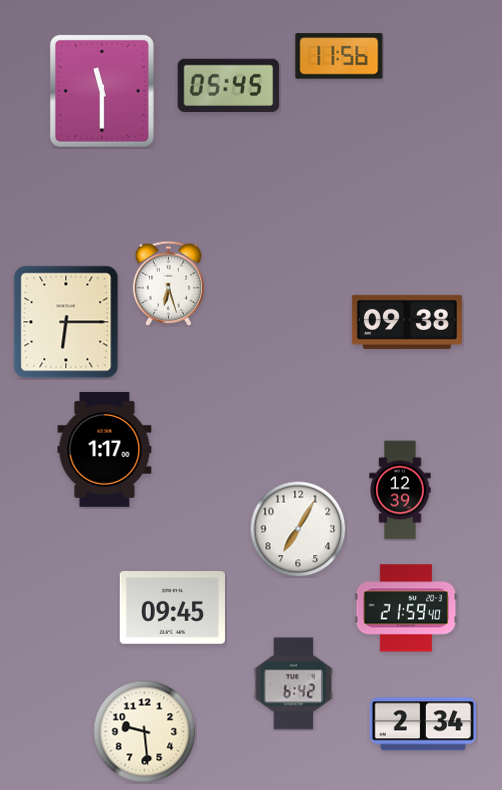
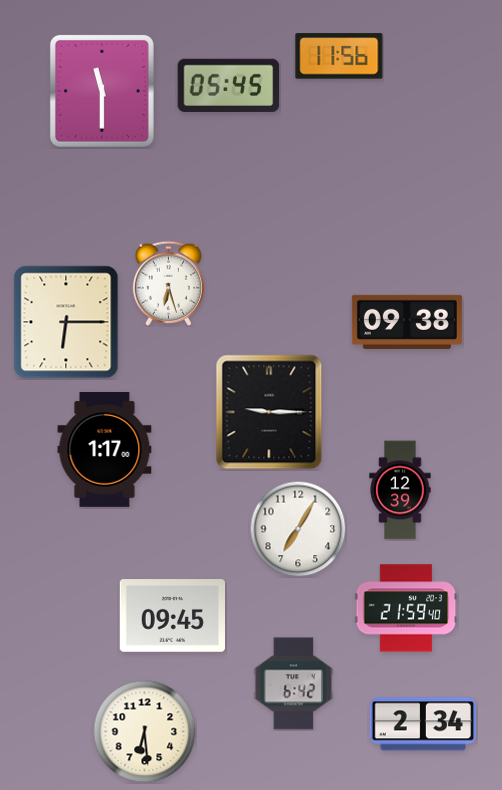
clock at (269, 412): none -> 9:15
clock at (172, 608) position: (172, 608) -> (172, 616)
clock at (145, 732): 9:29 -> 6:29
